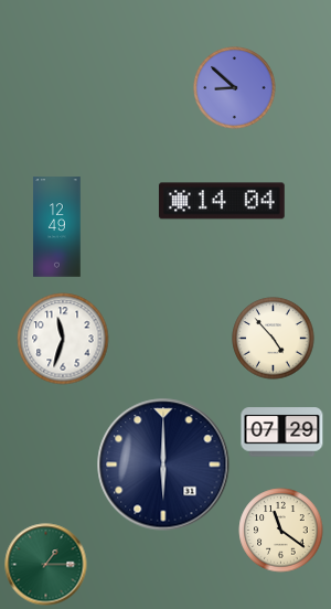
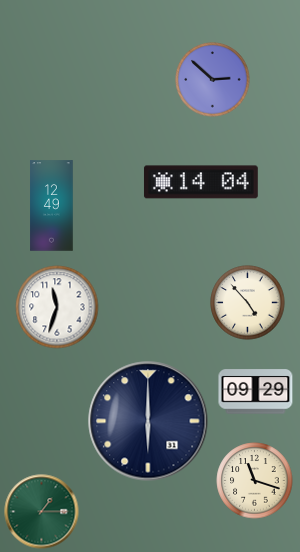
clock at (235, 88): 8:52 -> 2:52
clock at (274, 339) position: (274, 339) -> (248, 303)
clock at (282, 432): 07:29 -> 09:29
clock at (281, 531): 11:21 -> 11:18
